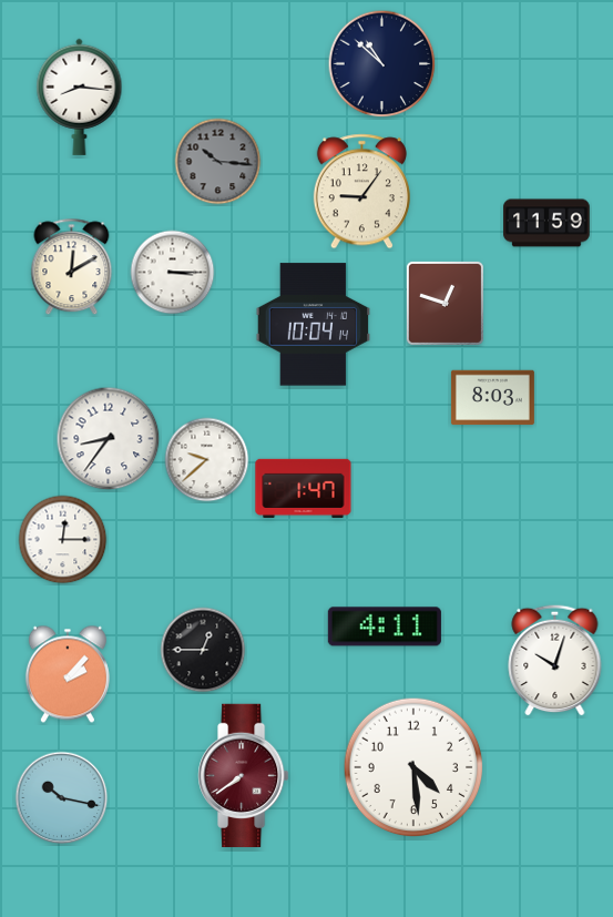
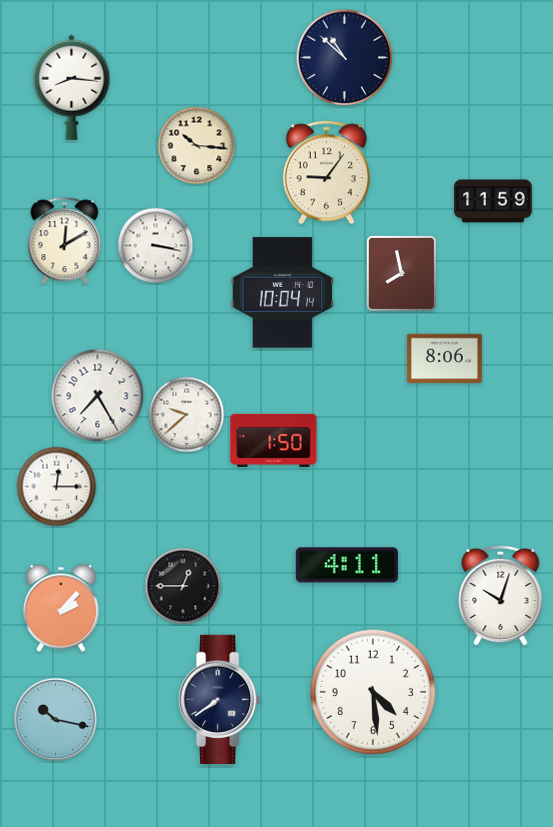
clock at (218, 162) dial: grey -> cream
clock at (173, 273): 3:15 -> 3:17
clock at (445, 303): 12:48 -> 7:58
clock at (492, 398): 8:03 -> 8:06
clock at (109, 439): 8:36 -> 7:25
clock at (304, 488): 1:47 -> 1:50
clock at (244, 775) dial: burgundy -> navy
